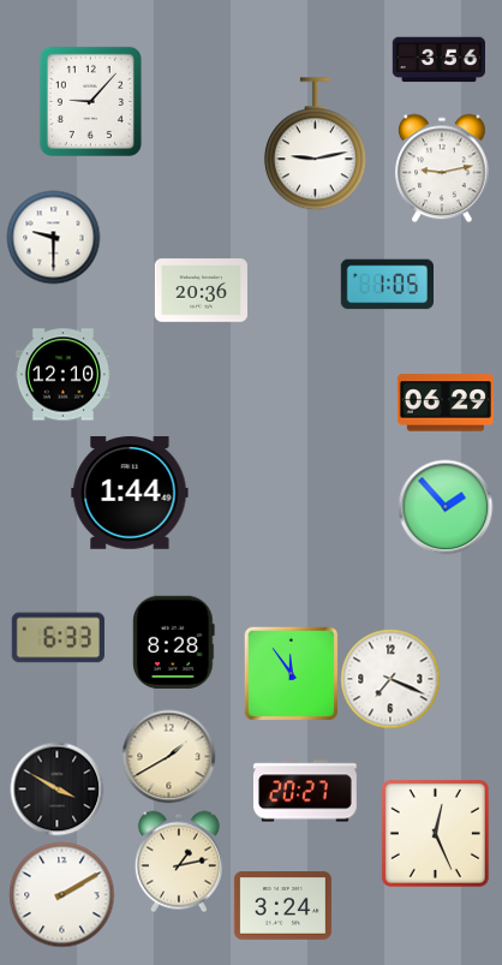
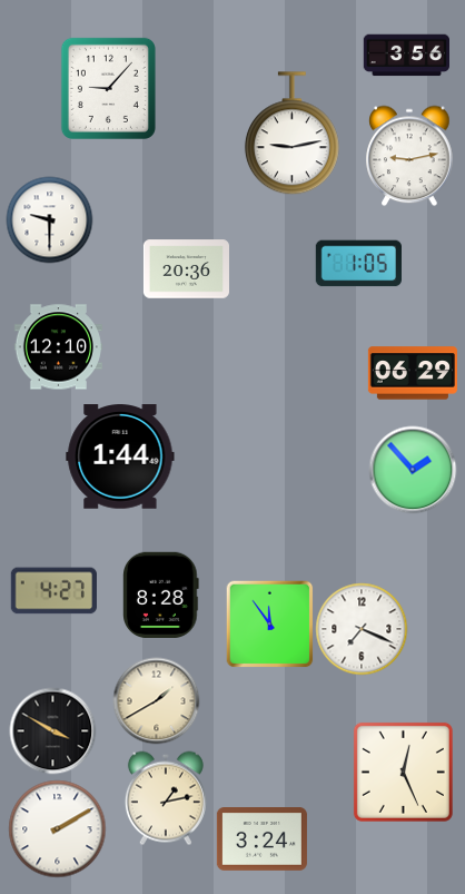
clock at (90, 101) position: (90, 101) -> (108, 88)
clock at (58, 638): 6:33 -> 4:27
clock at (305, 791): 20:27 -> none
